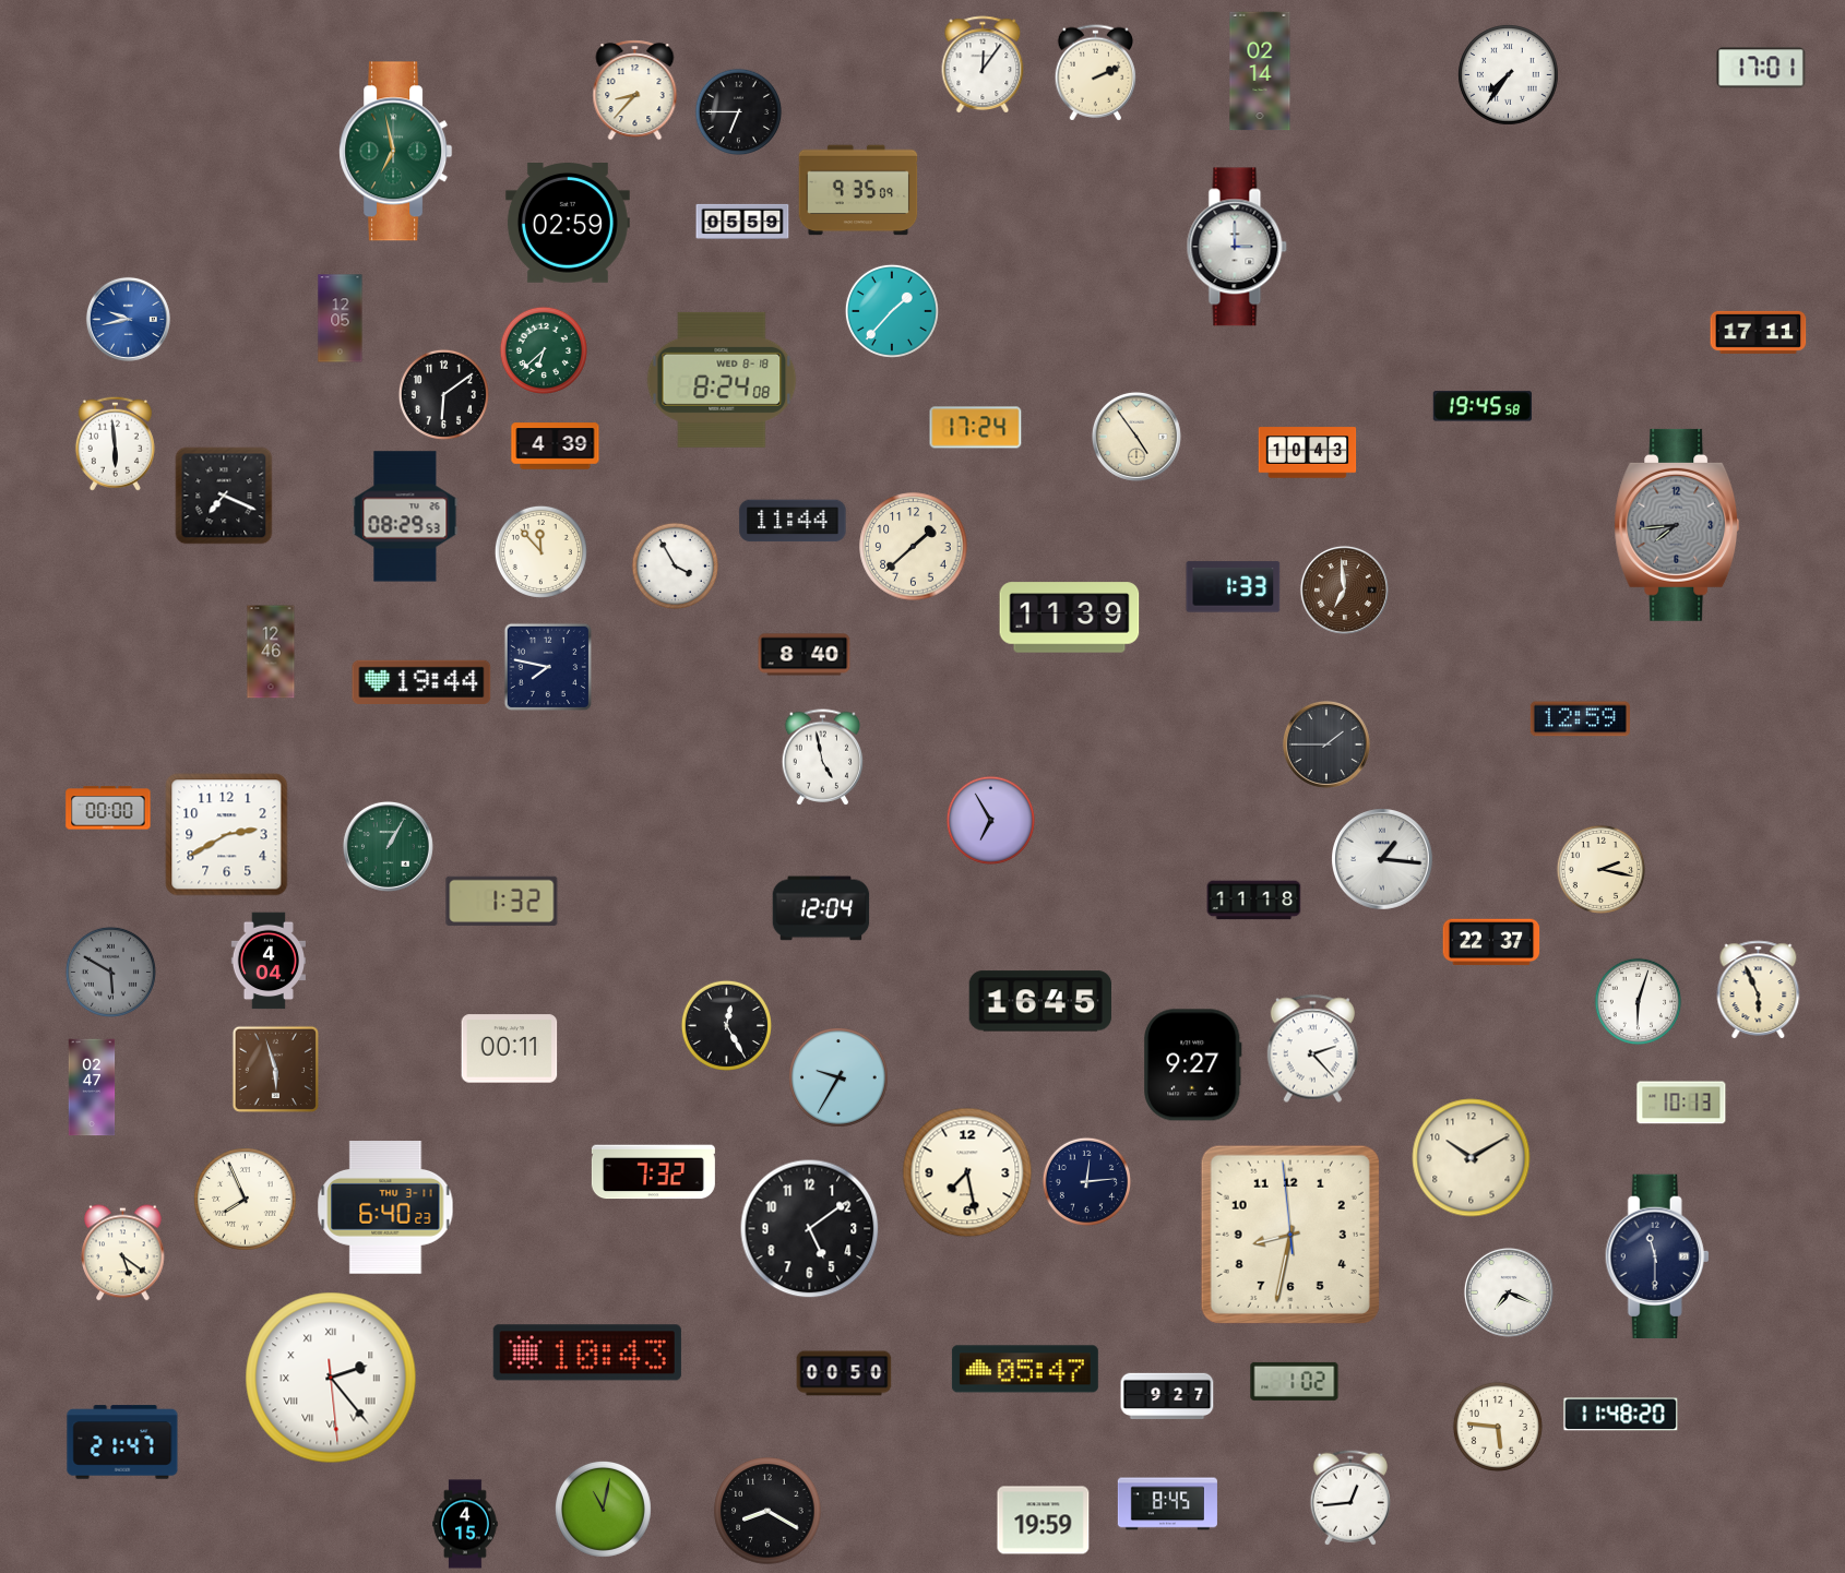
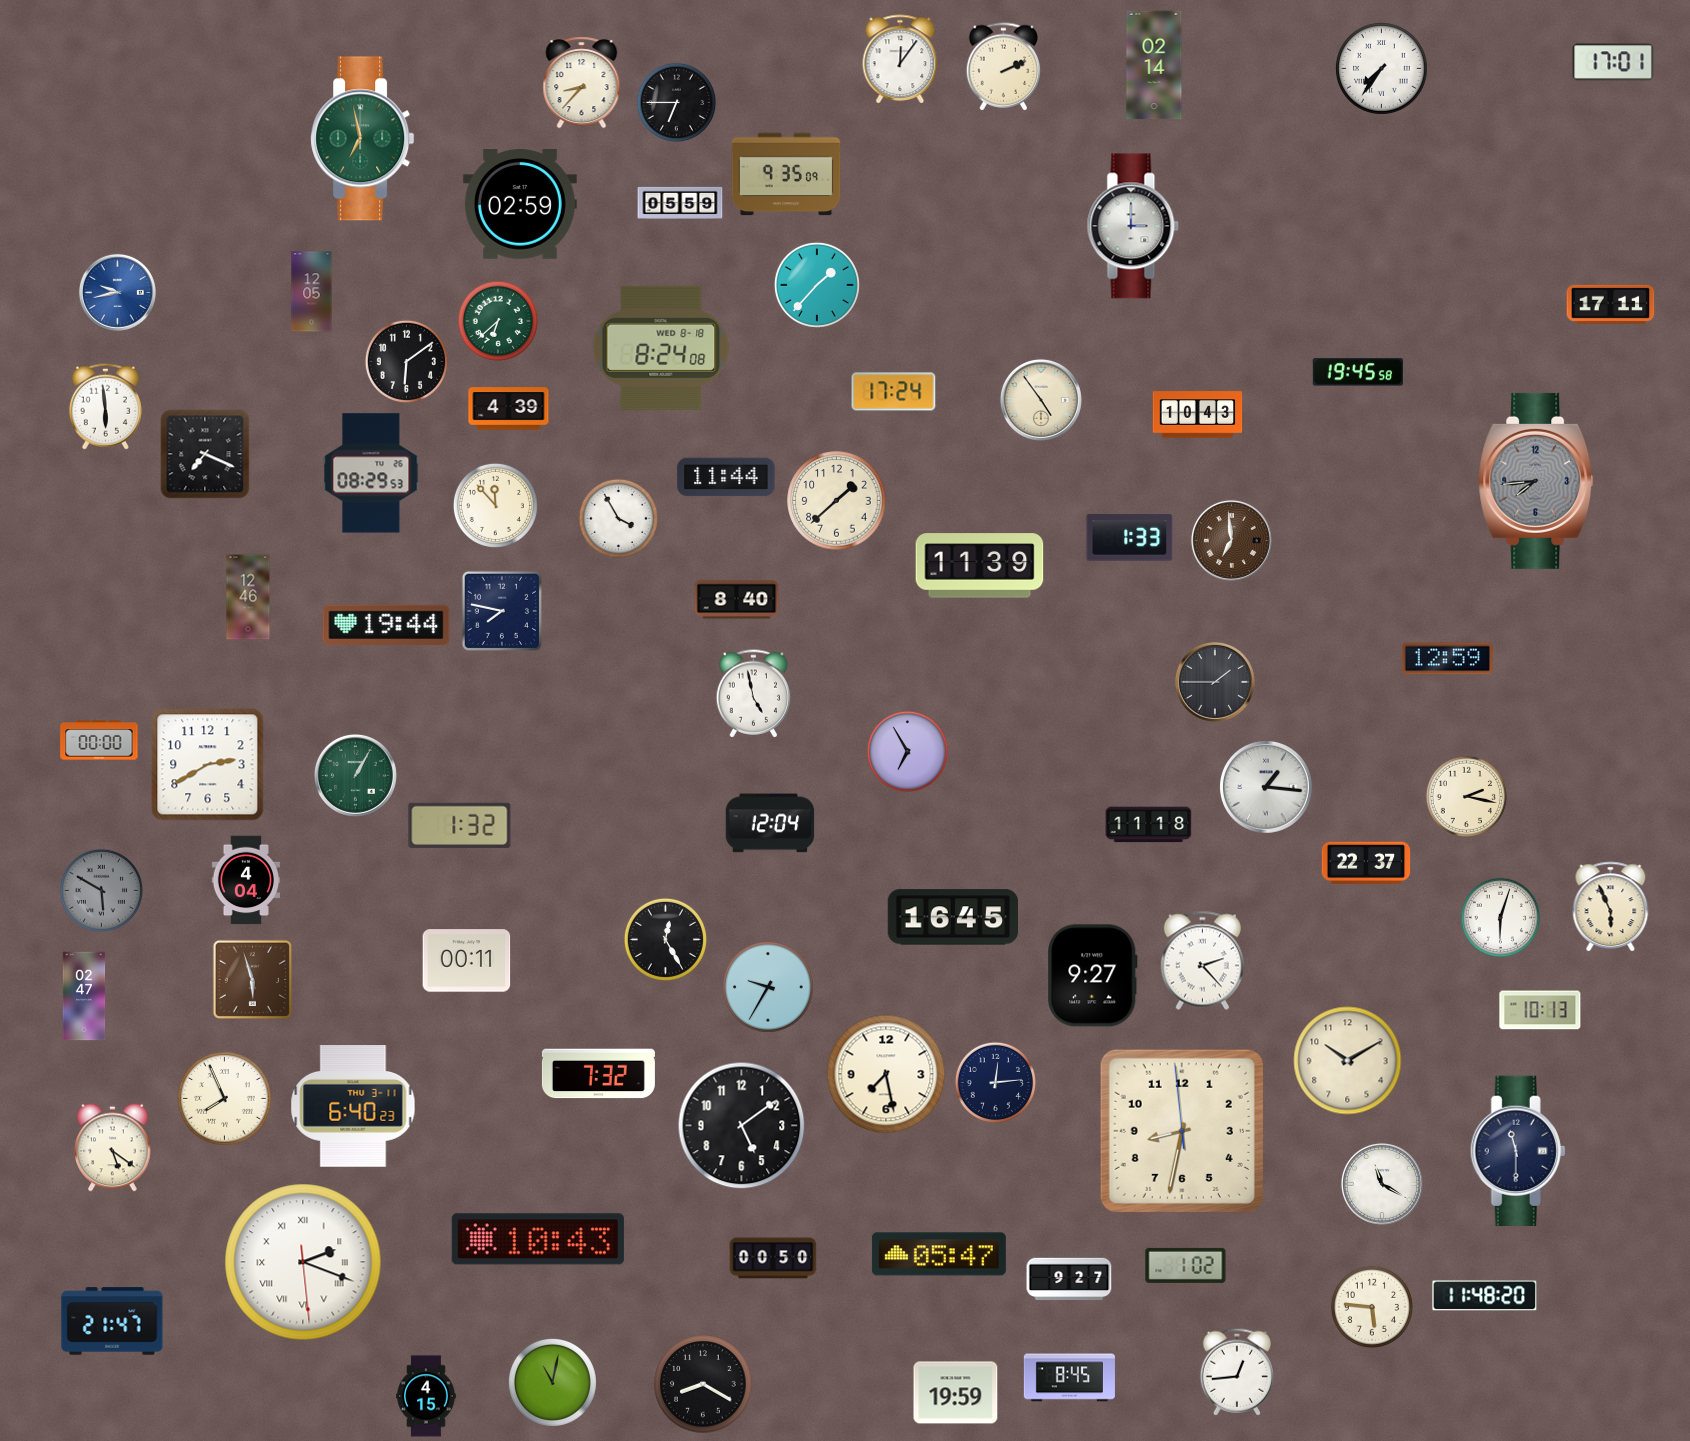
clock at (821, 908) position: (821, 908) -> (770, 823)
clock at (1509, 1292): 7:19 -> 11:20
clock at (331, 1378): 2:23 -> 2:18
